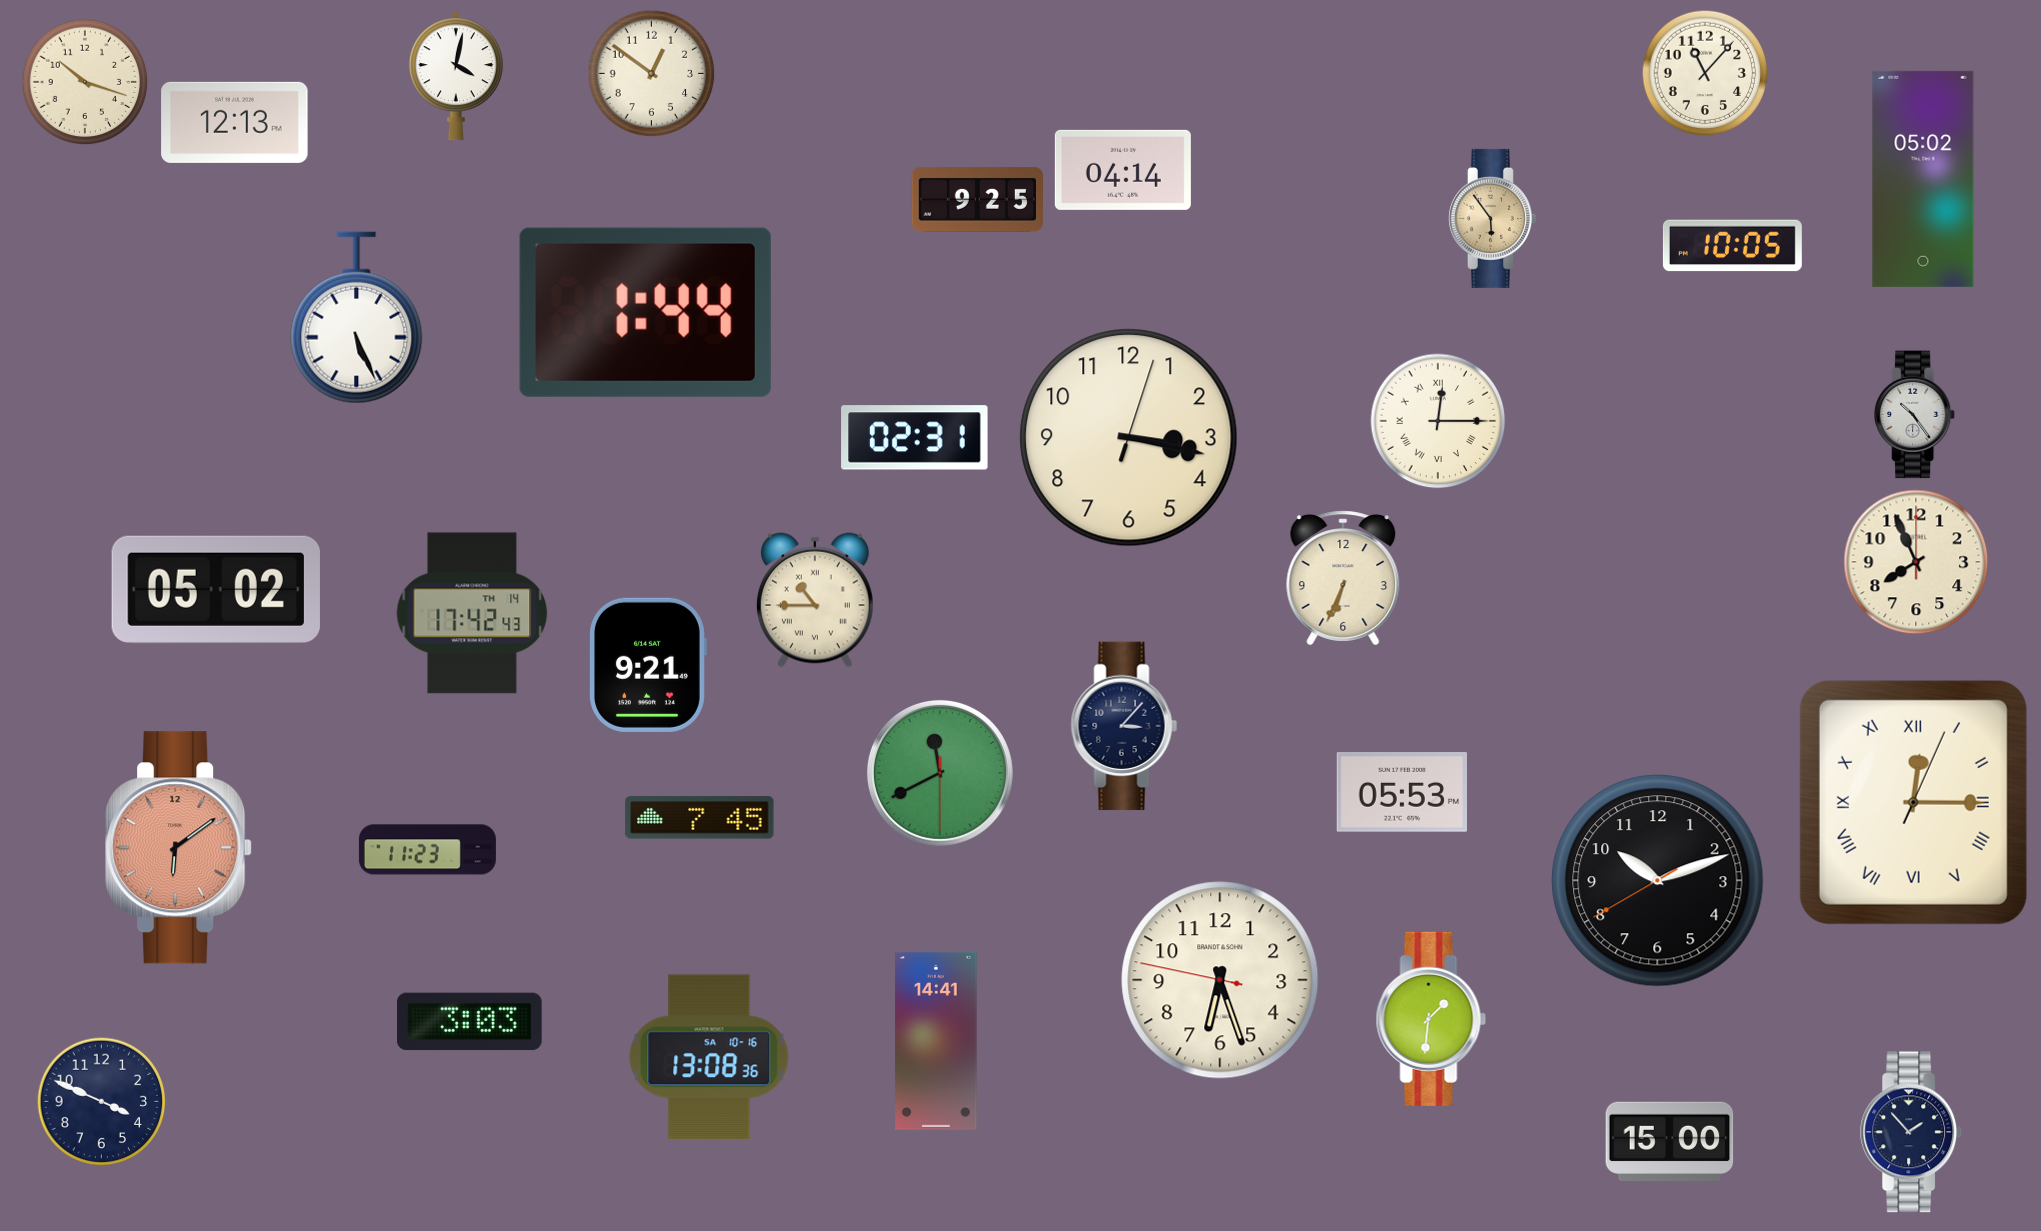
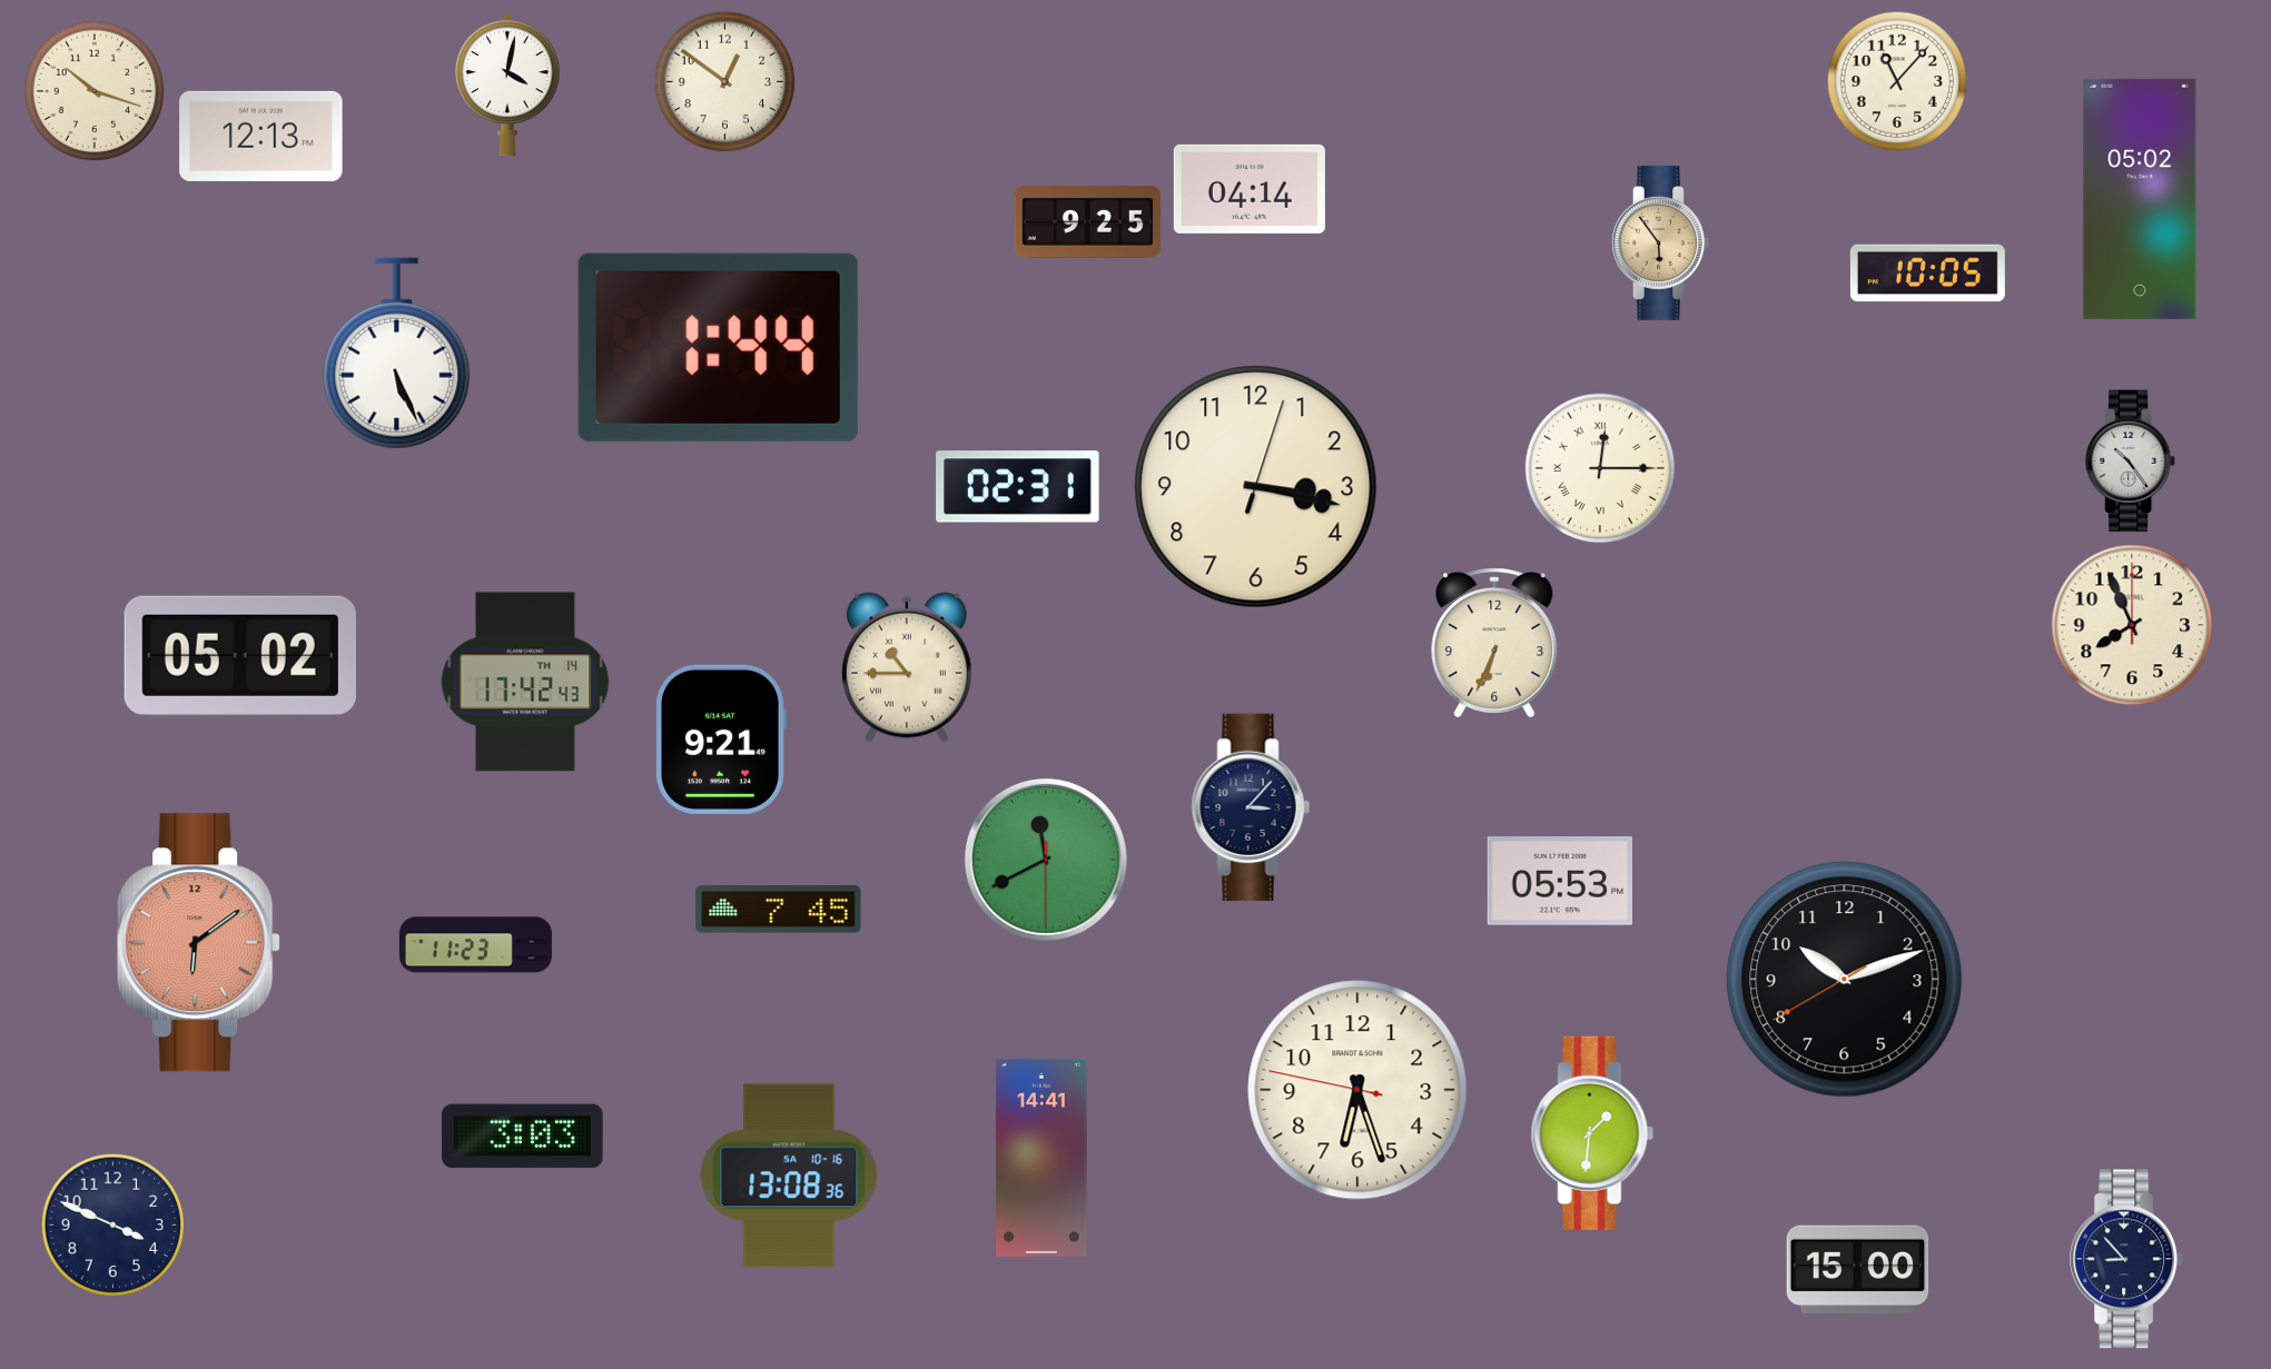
clock at (1913, 802): 12:15 -> none
clock at (1912, 1132): 1:53 -> 8:53
